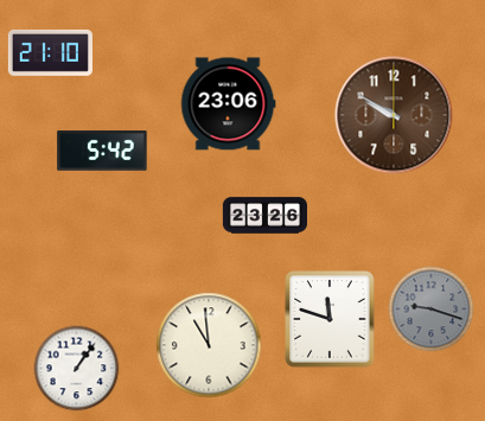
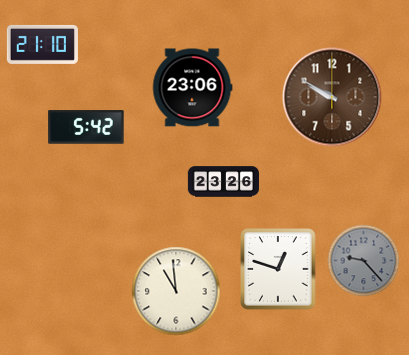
clock at (432, 310): 9:18 -> 9:23
clock at (330, 319): 11:48 -> 12:48
clock at (77, 369): 1:06 -> none
